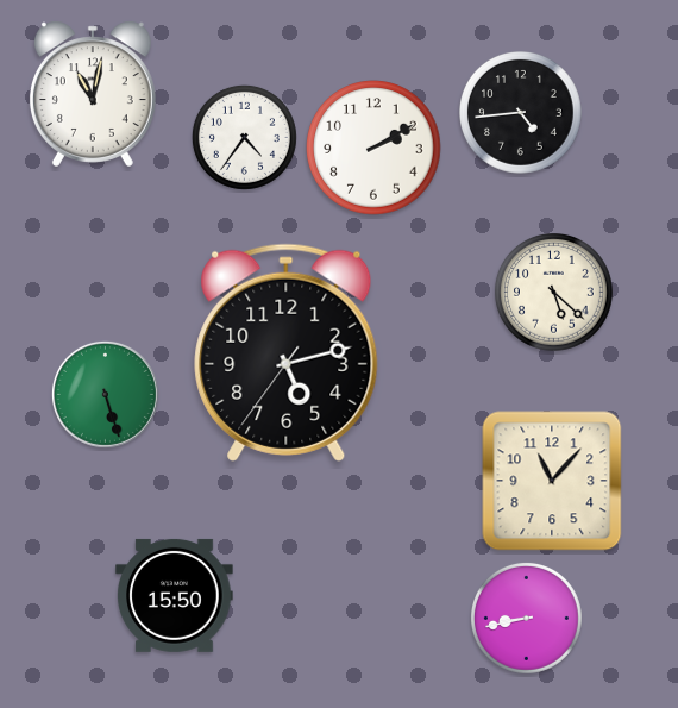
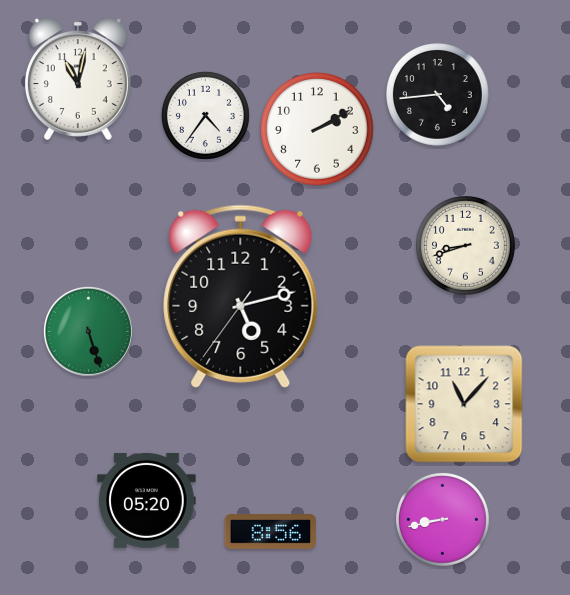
clock at (373, 148) position: (373, 148) -> (317, 129)
clock at (554, 293): 5:22 -> 8:42
clock at (175, 595): 15:50 -> 05:20
clock at (271, 532): none -> 8:56
